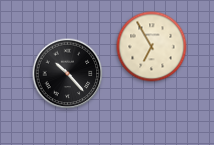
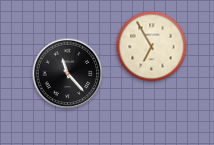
clock at (68, 74): 10:23 -> 11:23
